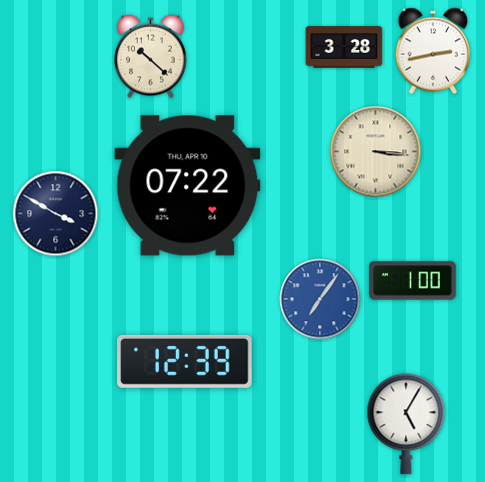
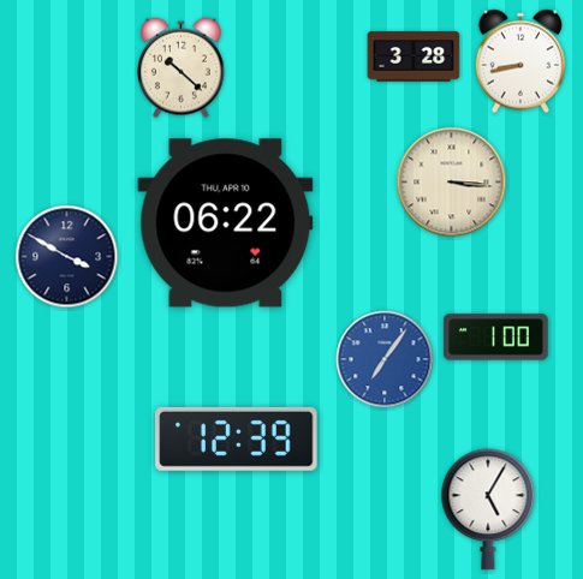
clock at (432, 51): 2:43 -> 8:43
clock at (188, 186): 07:22 -> 06:22
clock at (185, 361) position: (185, 361) -> (237, 438)
